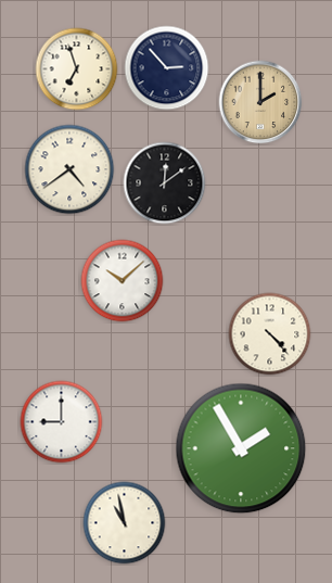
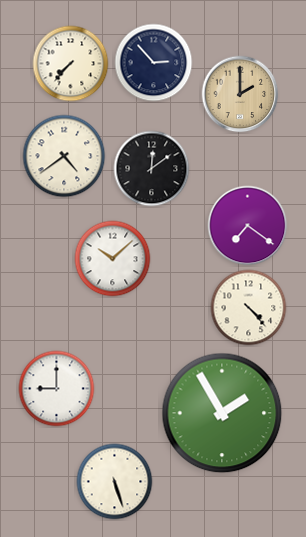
clock at (77, 69): 6:57 -> 7:37
clock at (248, 226): none -> 7:21
clock at (125, 523): 10:58 -> 5:27
